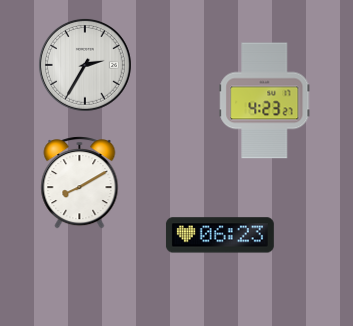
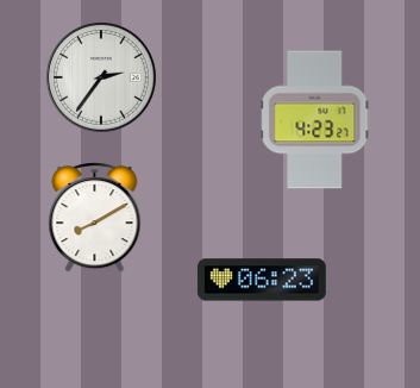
clock at (85, 65): 2:35 -> 2:36
